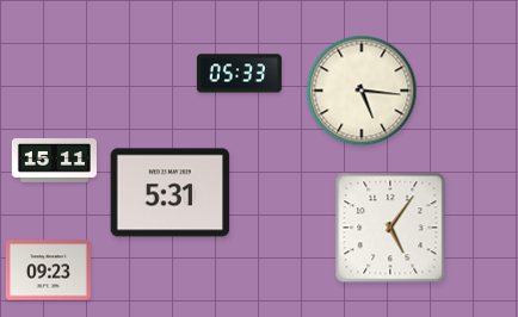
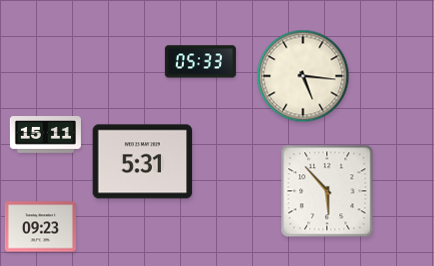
clock at (390, 228): 5:06 -> 5:53
